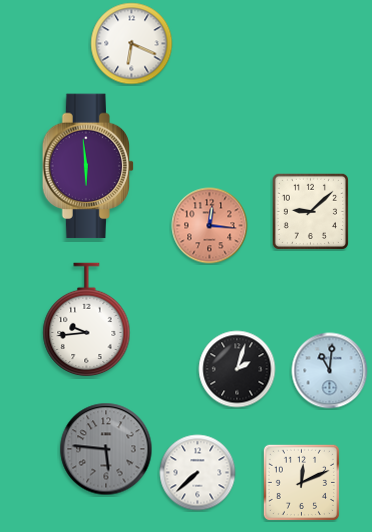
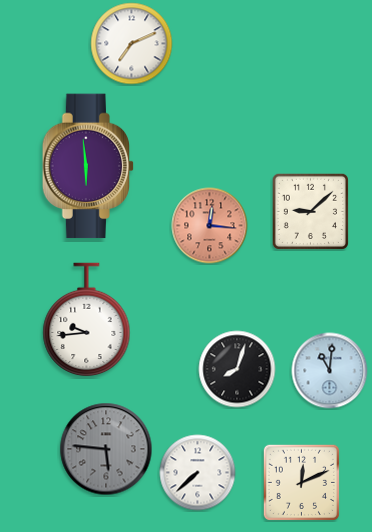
clock at (132, 44): 6:19 -> 7:11
clock at (237, 369): 2:03 -> 8:03
